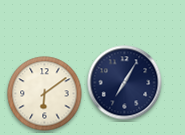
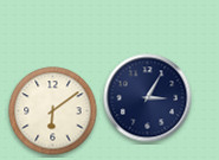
clock at (125, 83): 7:05 -> 3:05
